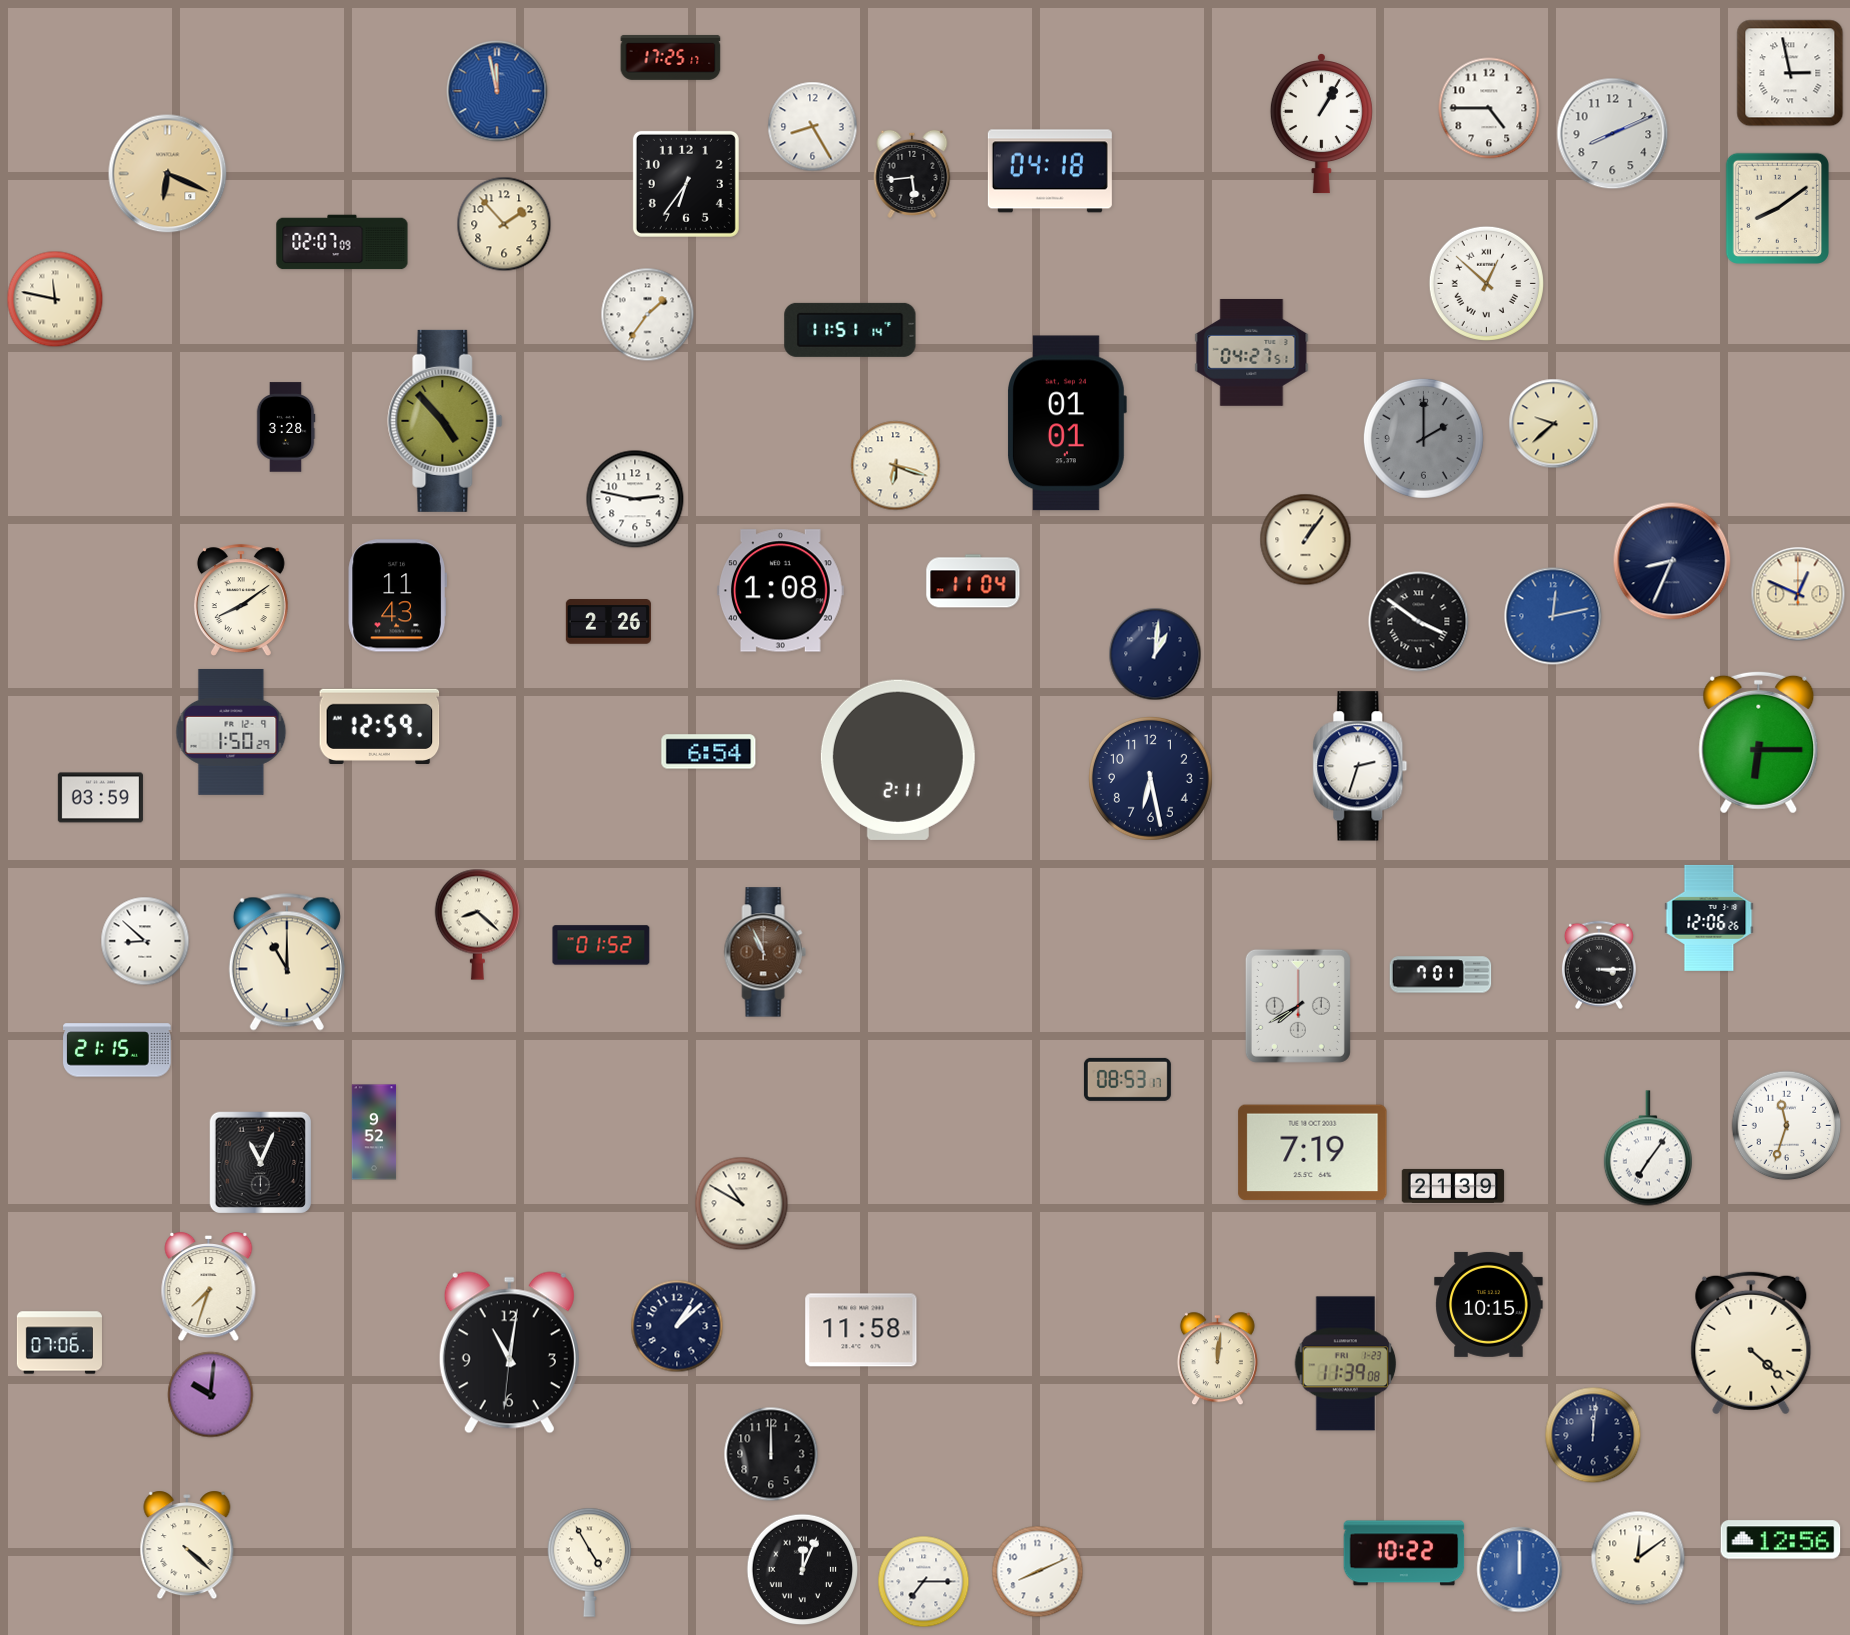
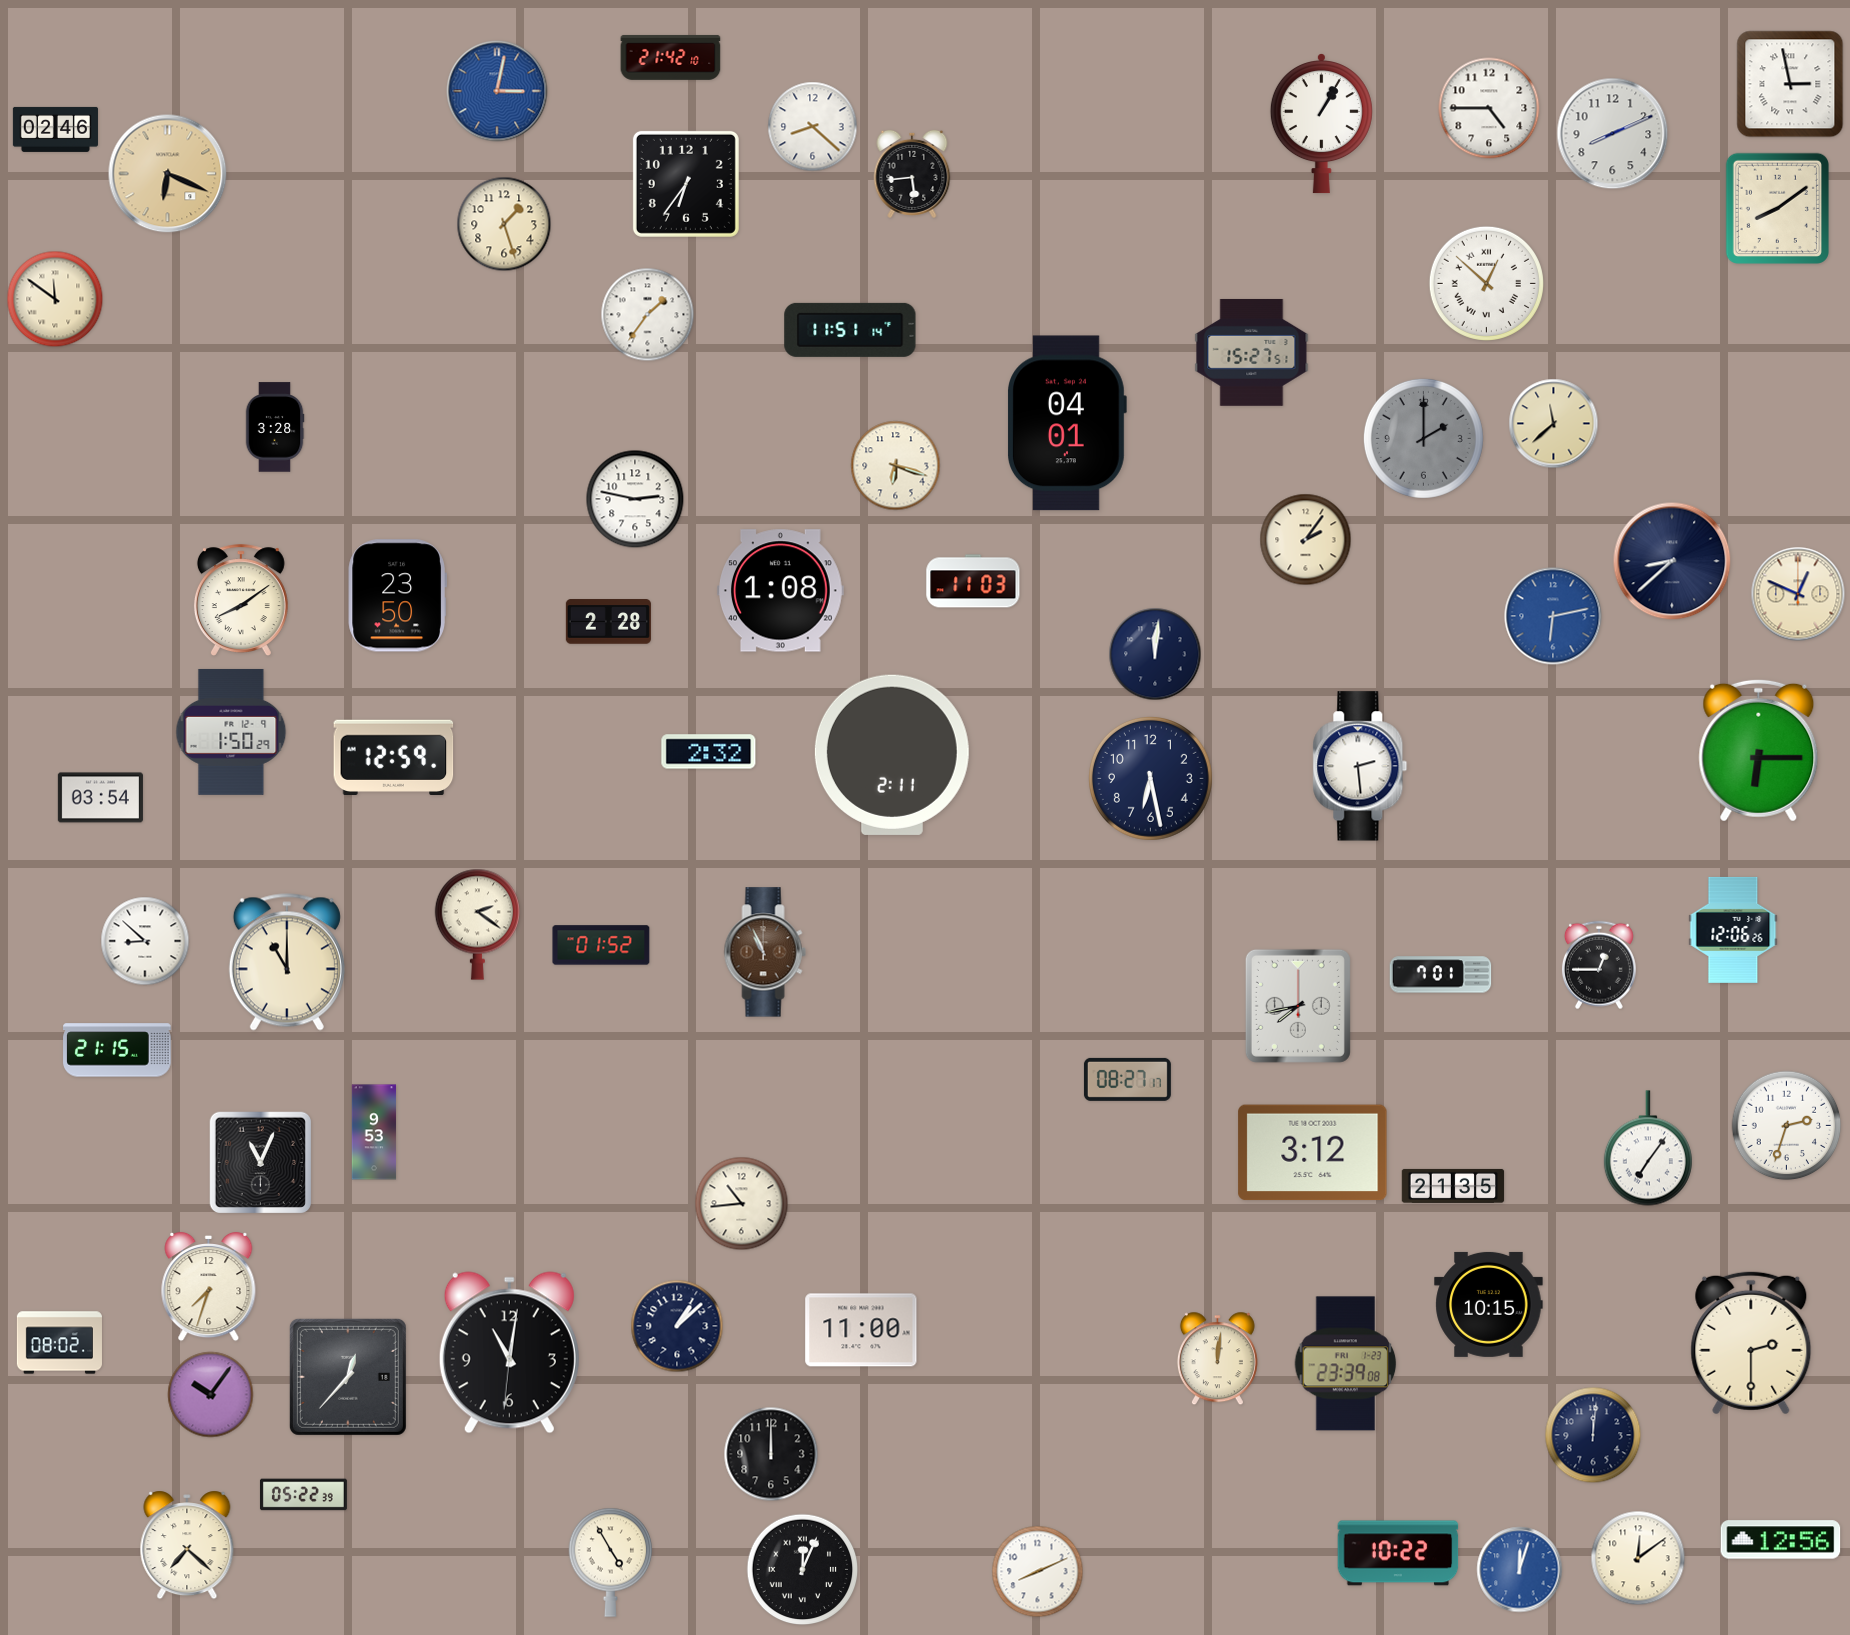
clock at (671, 58): 17:25 -> 21:42
clock at (1790, 73) position: (1790, 73) -> (1790, 84)
clock at (497, 91): 11:58 -> 3:02
clock at (813, 127): 8:25 -> 8:22
clock at (55, 129): none -> 02:46
clock at (1050, 171): 04:18 -> none
clock at (504, 224): 1:53 -> 1:27
clock at (342, 242): 02:07 -> none
clock at (55, 299): 11:47 -> 11:51
clock at (1252, 352): 04:27 -> 15:27
clock at (445, 421): 4:53 -> none
clock at (1067, 423): 01:01 -> 04:01
clock at (1554, 424): 9:38 -> 11:38
clock at (286, 427) position: (286, 427) -> (275, 427)
clock at (1306, 540): 1:06 -> 2:06
clock at (1672, 561): 8:34 -> 8:38
clock at (973, 581): 11:04 -> 11:03
clock at (397, 596): 11:43 -> 23:50
clock at (1553, 616): 12:13 -> 6:13
clock at (608, 622): 2:26 -> 2:28
clock at (1419, 622): 3:51 -> none
clock at (1155, 654): 1:01 -> 12:01
clock at (380, 726) position: (380, 726) -> (394, 757)
clock at (1759, 742) position: (1759, 742) -> (1759, 750)
clock at (709, 752): 6:54 -> 2:32
clock at (898, 760) position: (898, 760) -> (892, 755)
clock at (1360, 766): 2:33 -> 2:29
clock at (100, 798): 03:59 -> 03:54
clock at (1709, 918) position: (1709, 918) -> (1733, 930)
clock at (477, 924): 8:22 -> 2:21
clock at (1599, 965): 3:15 -> 12:45
clock at (1298, 1006): 7:40 -> 7:43
clock at (1127, 1079): 08:53 -> 08:27
clock at (1787, 1126): 11:33 -> 2:33
clock at (374, 1132): 9:52 -> 9:53
clock at (1313, 1153): 7:19 -> 3:12
clock at (1453, 1186): 21:39 -> 21:35
clock at (742, 1204): 10:50 -> 10:44
clock at (861, 1330): 11:58 -> 11:00
clock at (59, 1343): 07:06 -> 08:02
clock at (1751, 1343): 4:22 -> 2:30
clock at (1346, 1364): 11:39 -> 23:39
clock at (348, 1377): none -> 12:37
clock at (211, 1395): 10:01 -> 10:06
clock at (303, 1495): none -> 05:22
clock at (187, 1545): 4:22 -> 7:22
clock at (1404, 1553) position: (1404, 1553) -> (1398, 1553)
clock at (590, 1562) position: (590, 1562) -> (611, 1562)
clock at (1520, 1570): 12:00 -> 12:03
clock at (924, 1582): 7:15 -> none
